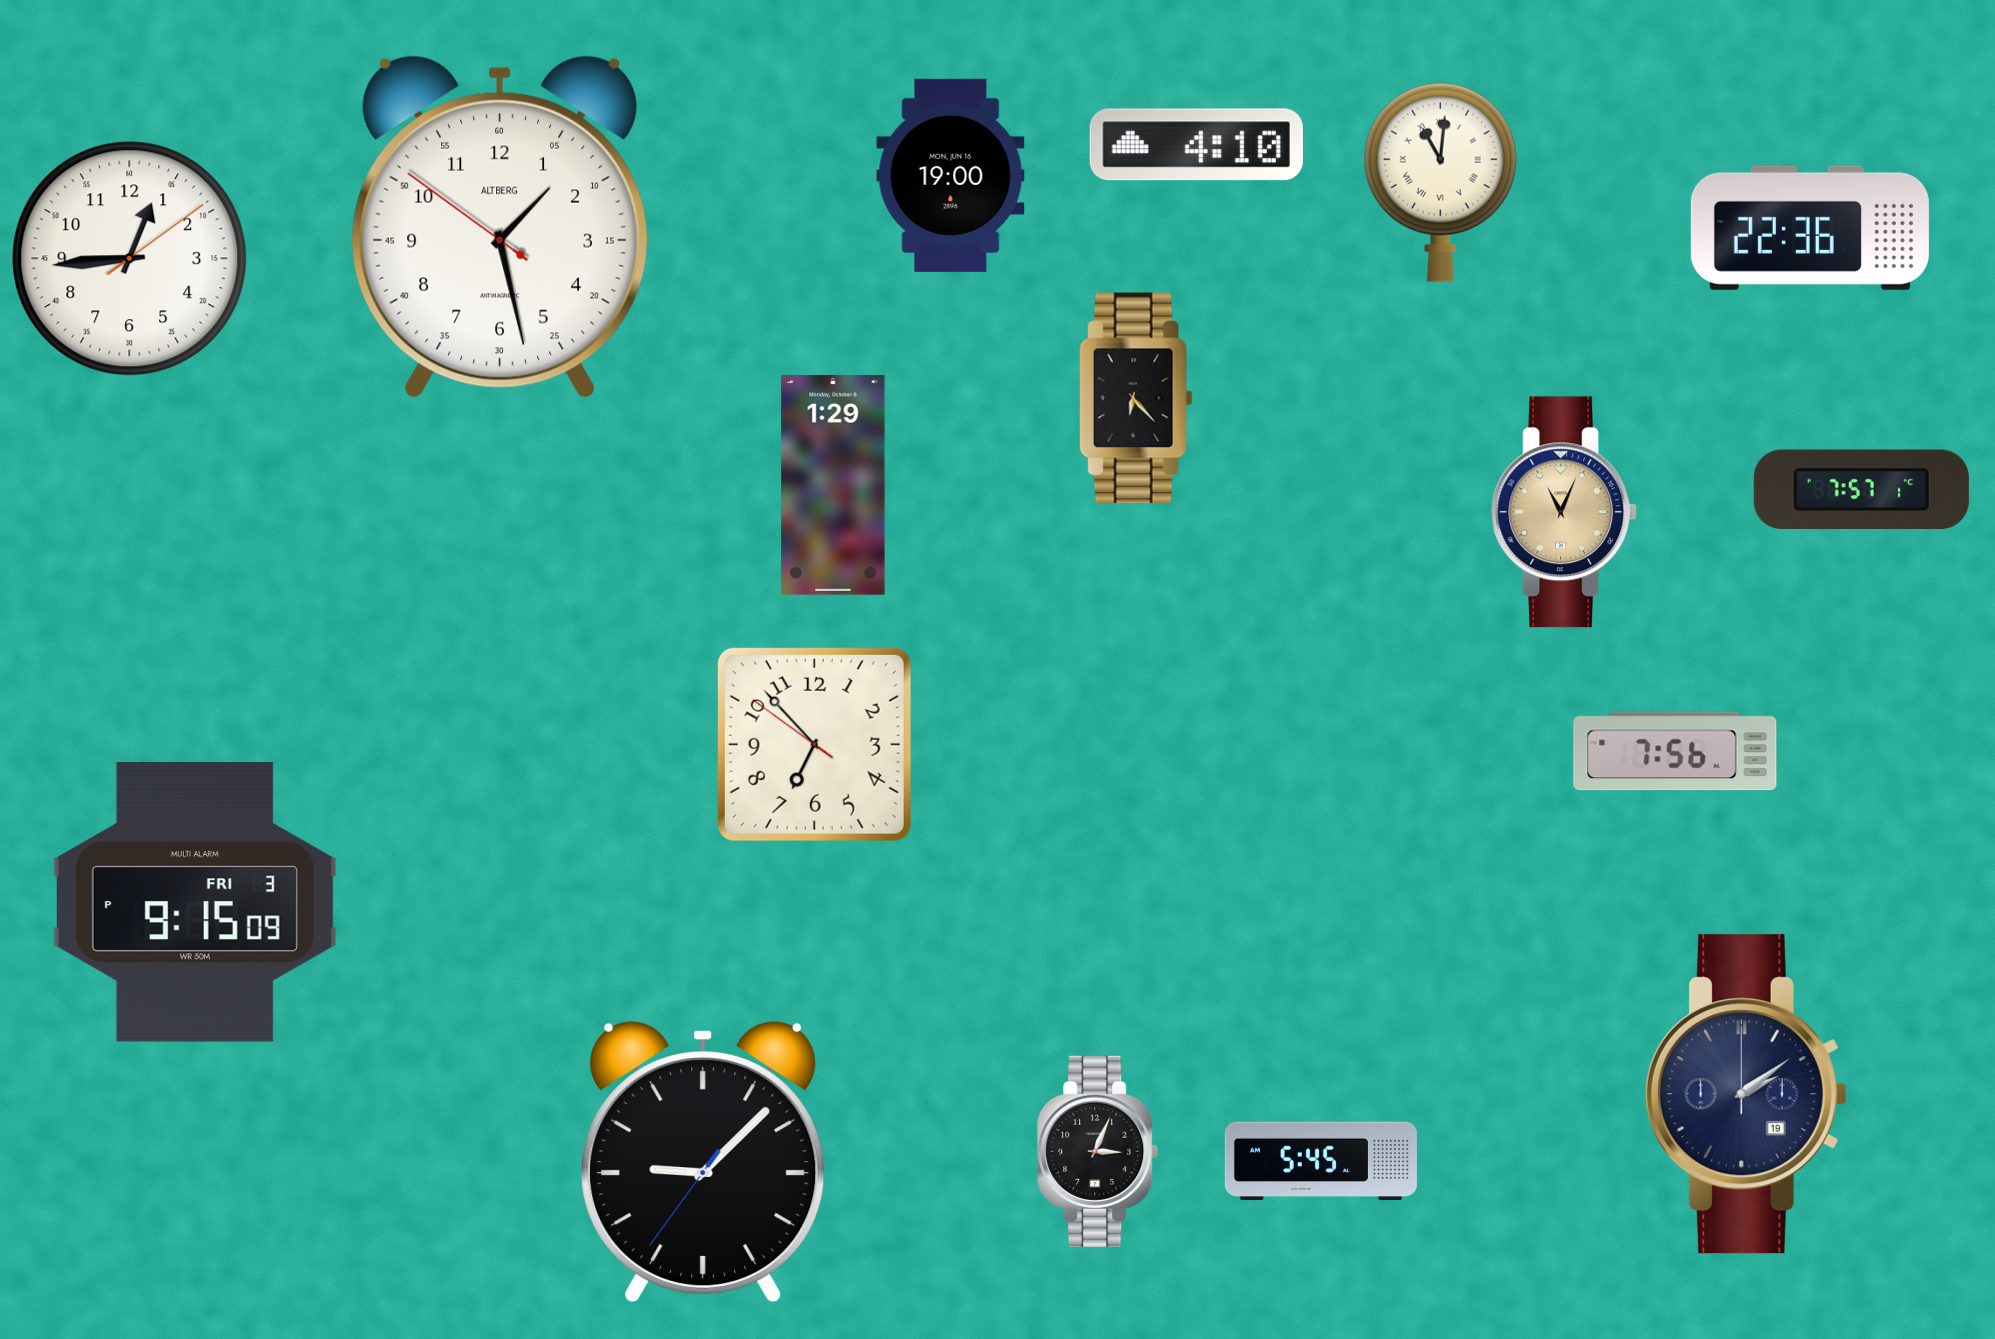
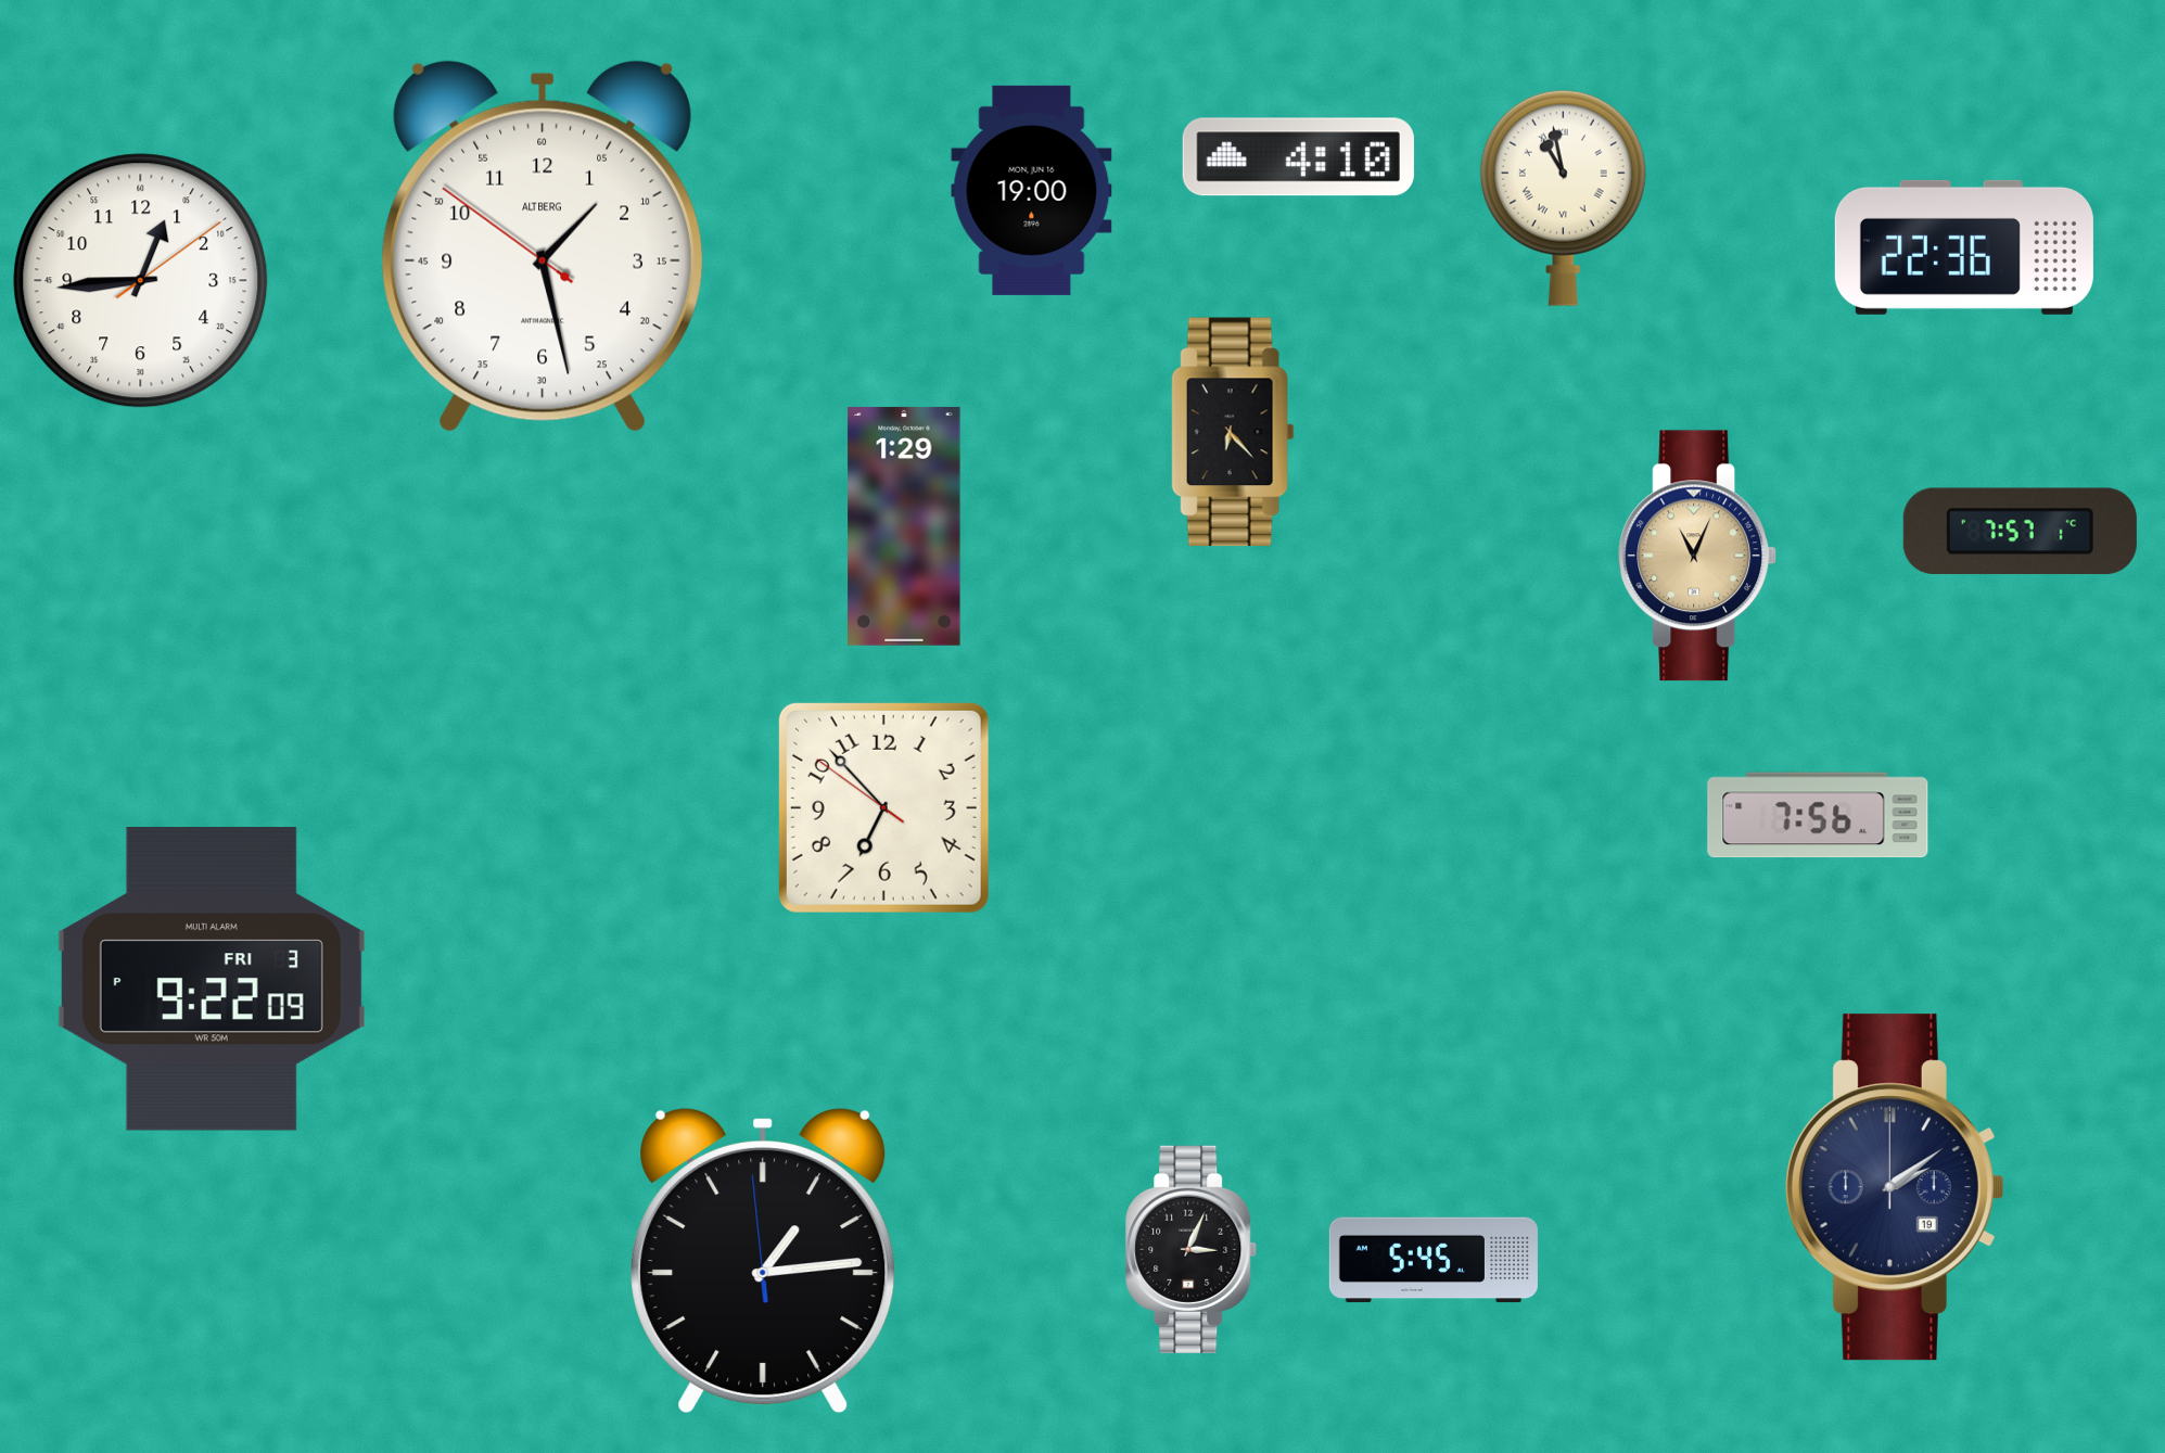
clock at (1440, 182): 11:01 -> 10:58
clock at (195, 902): 9:15 -> 9:22
clock at (703, 1162): 9:07 -> 1:13
